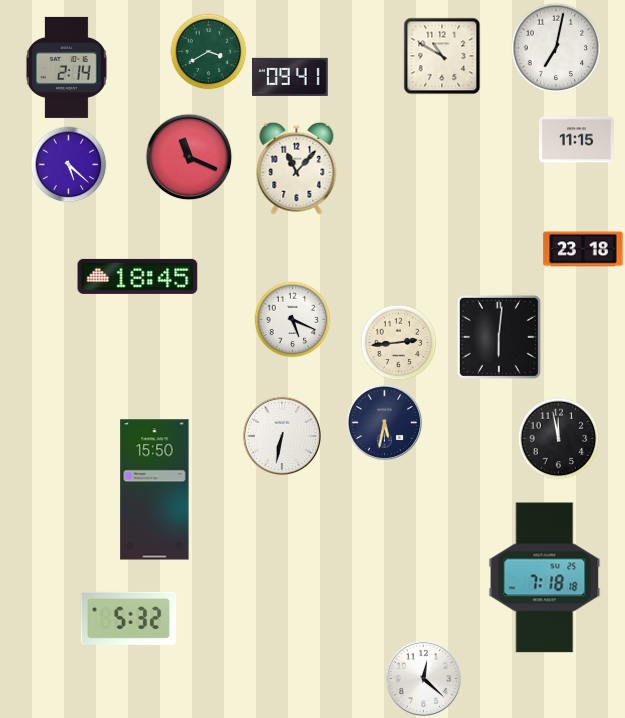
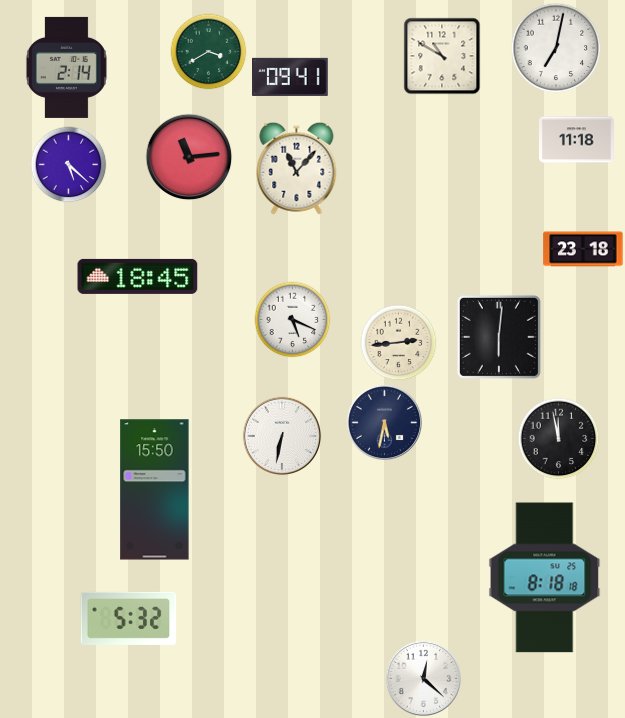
clock at (577, 140): 11:15 -> 11:18
clock at (189, 157): 11:19 -> 11:14
clock at (545, 578): 7:18 -> 8:18
